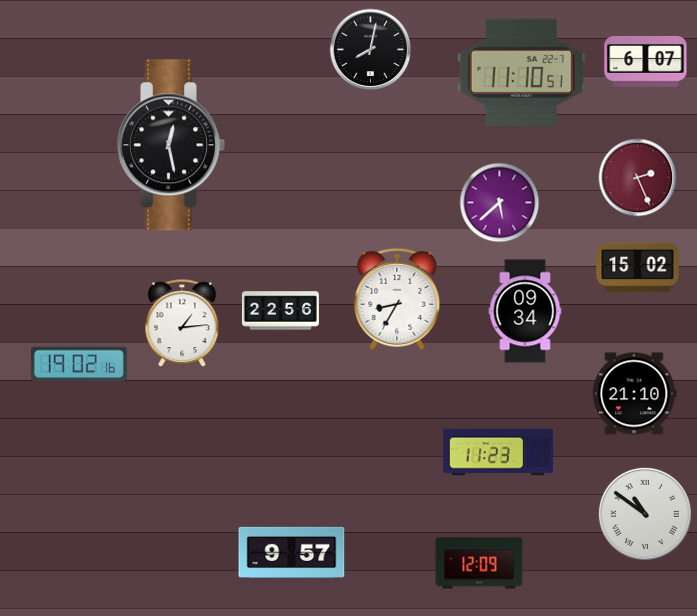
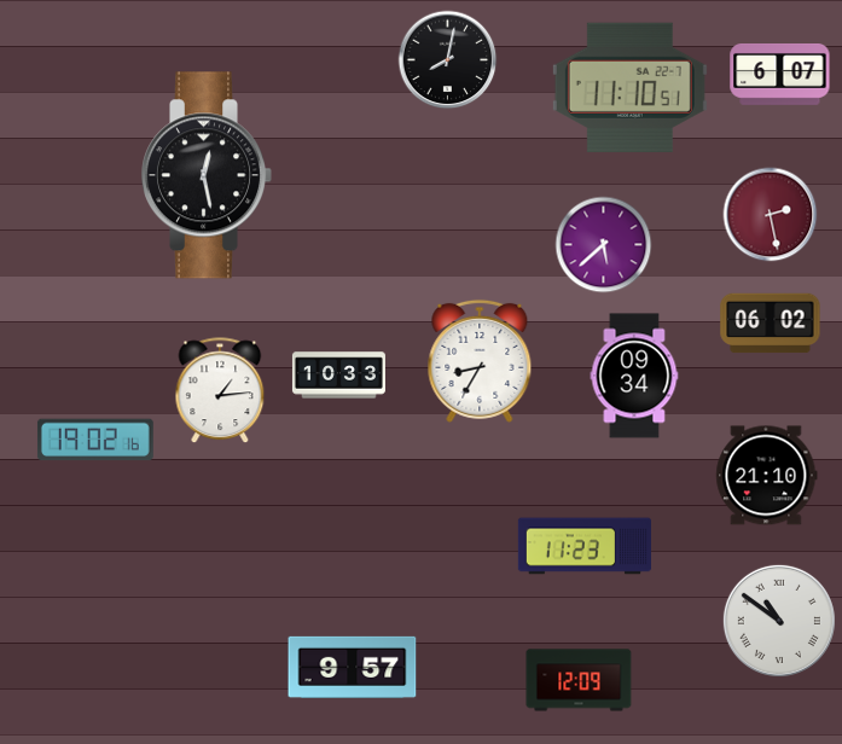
clock at (638, 178): 2:26 -> 2:28
clock at (638, 268): 15:02 -> 06:02
clock at (280, 311): 22:56 -> 10:33
clock at (497, 452) position: (497, 452) -> (583, 546)
